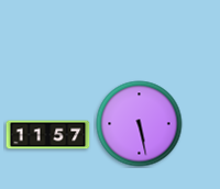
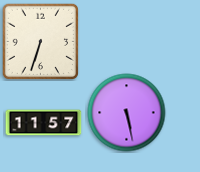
clock at (40, 41): none -> 6:33
